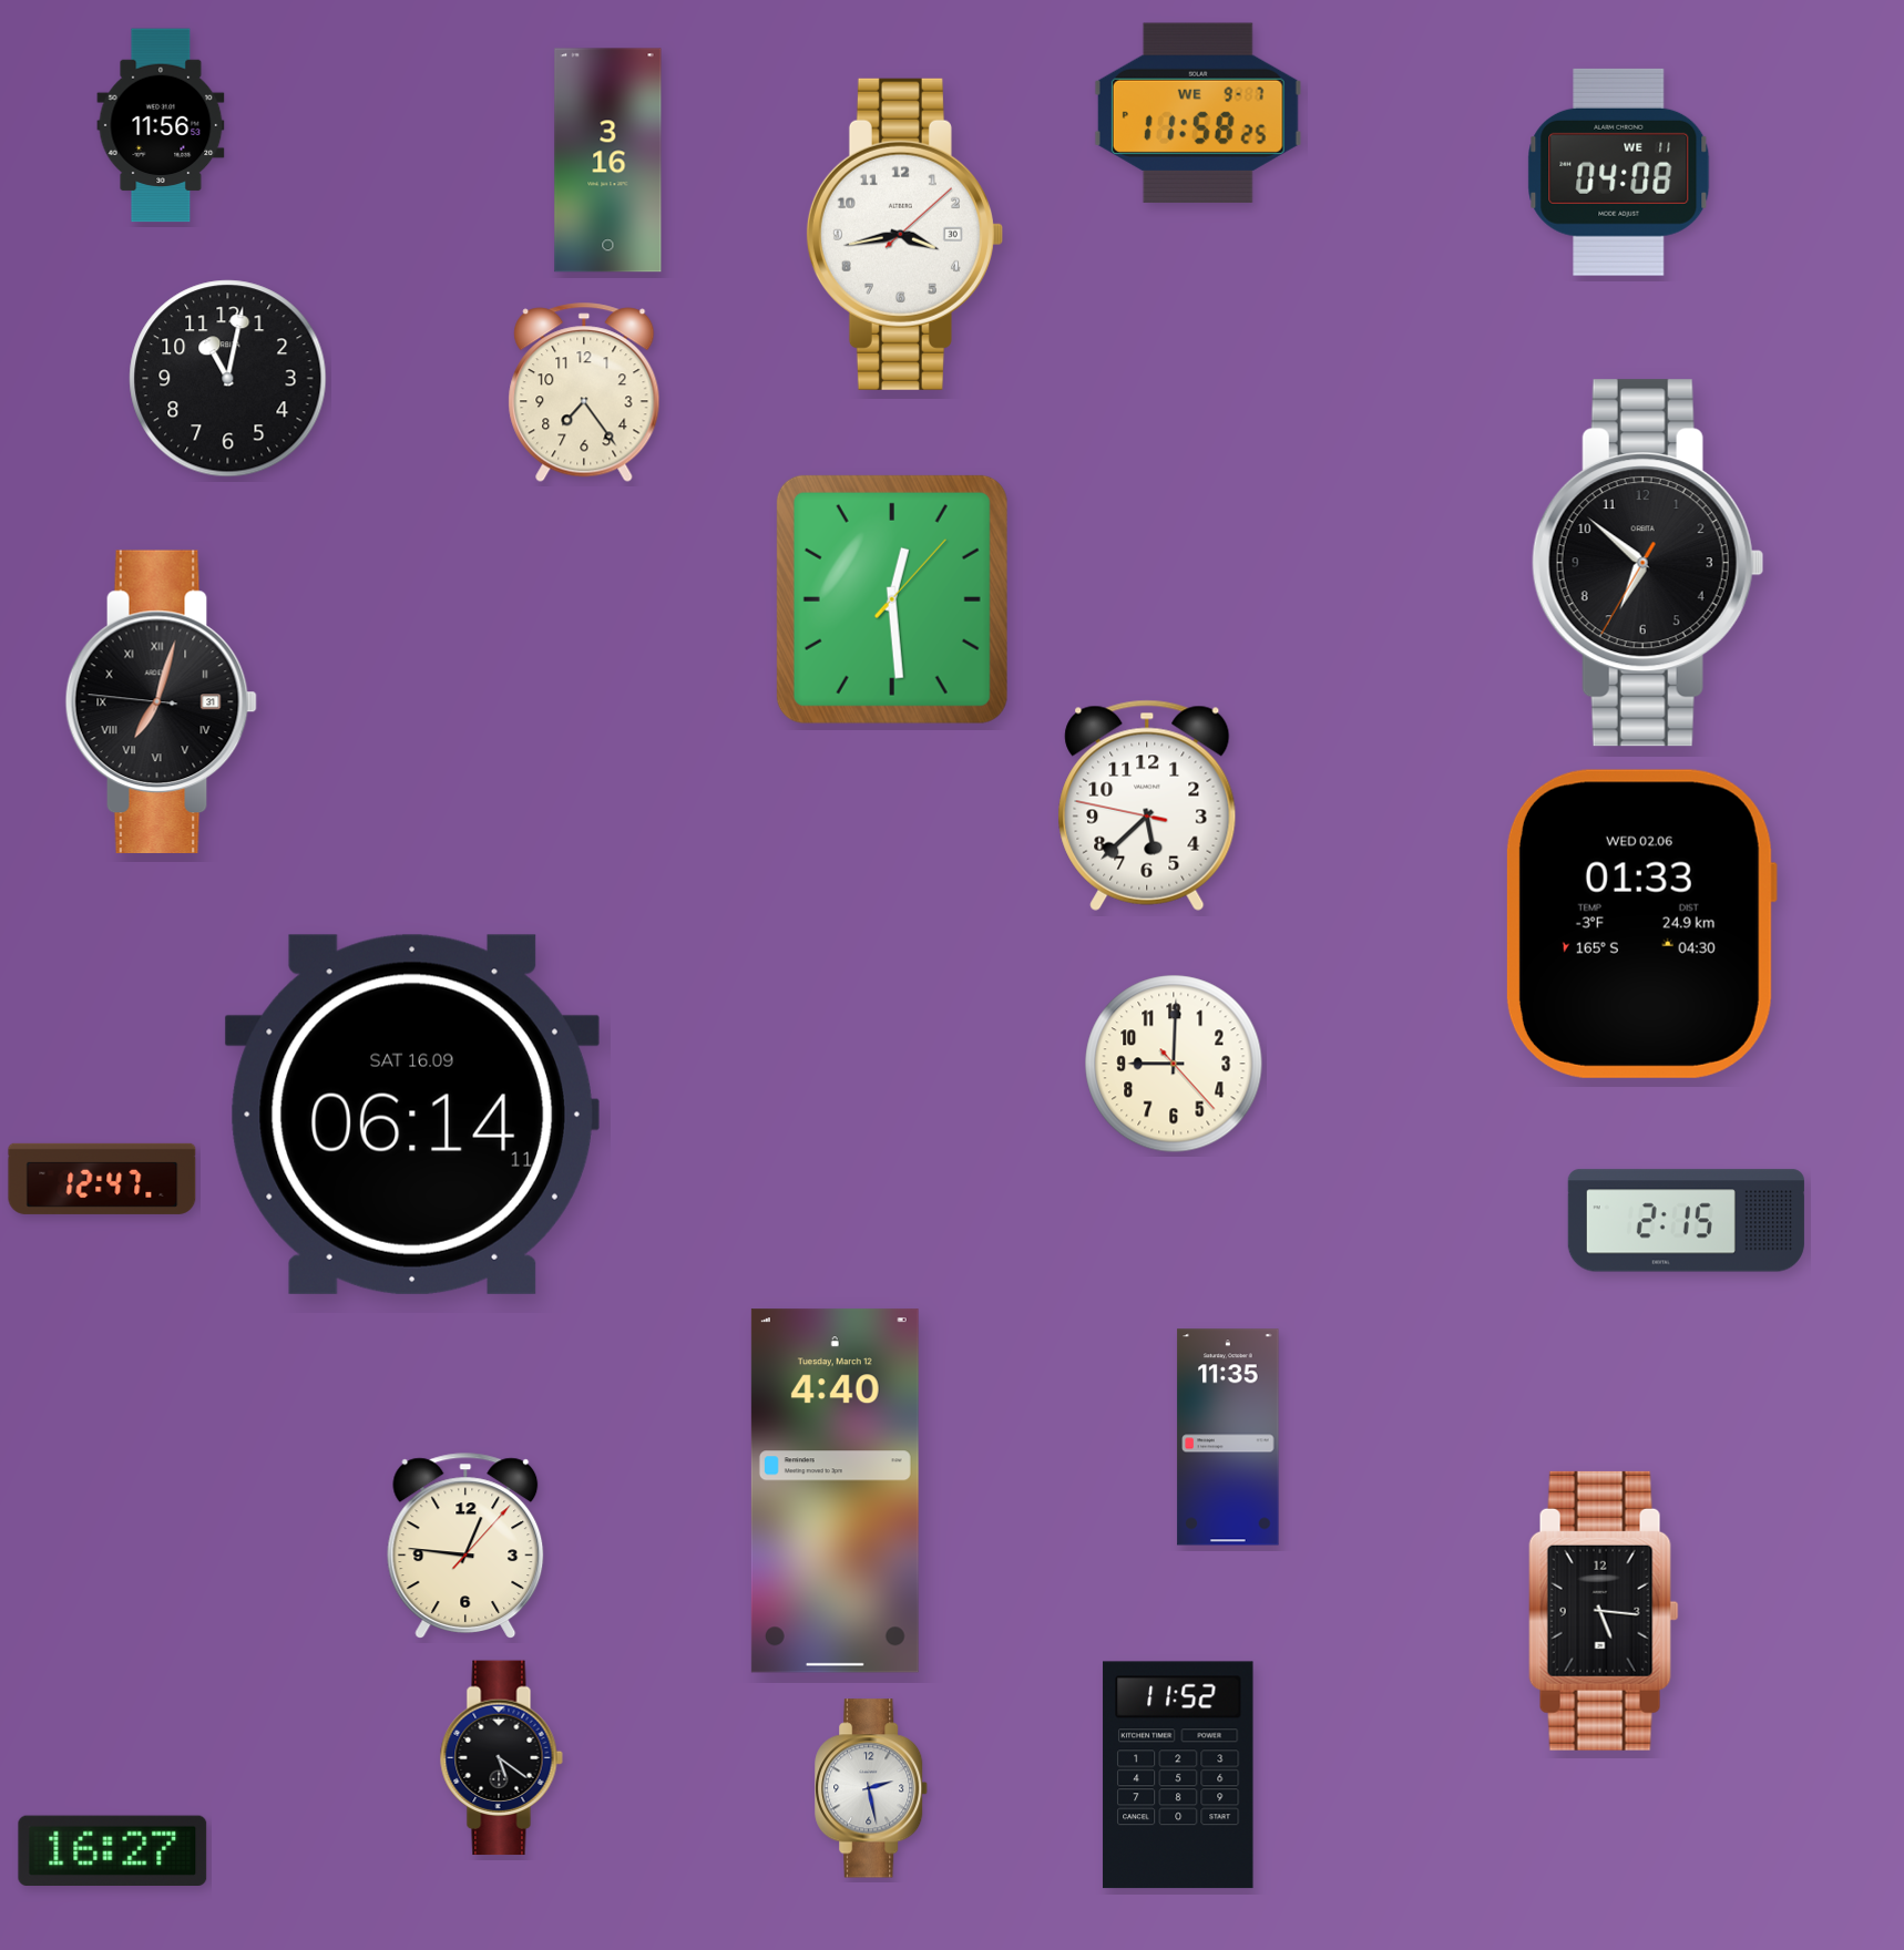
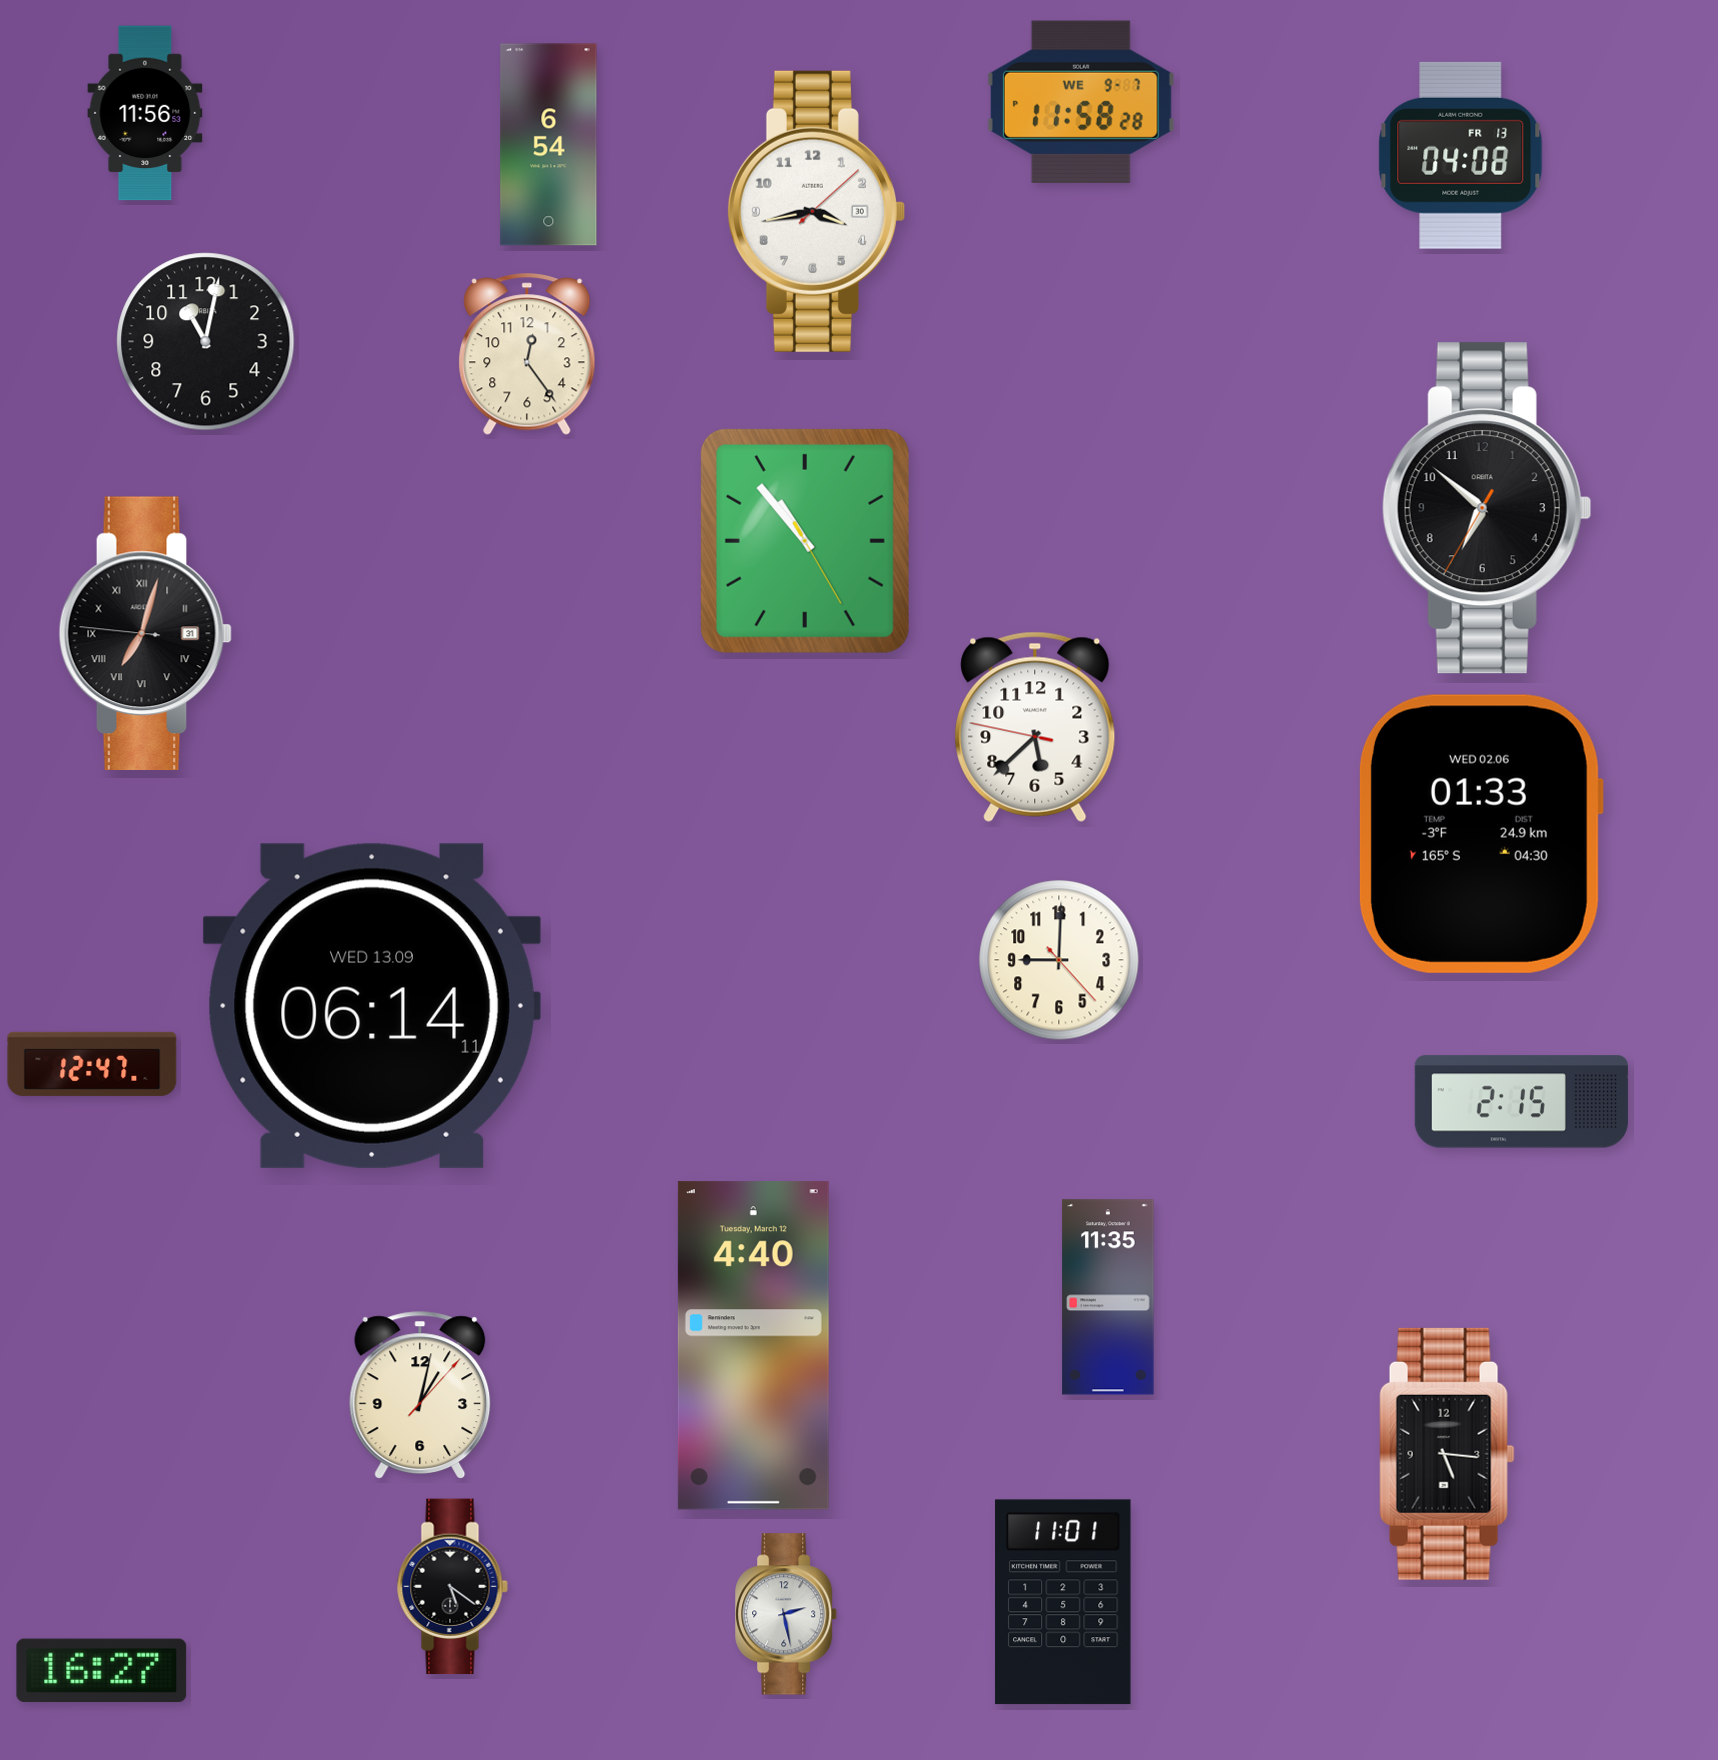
clock at (1198, 113): 11:58:25 -> 11:58:28
clock at (608, 161): 3:16 -> 6:54
clock at (1619, 172) date: WE 11 -> FR 13
clock at (584, 392): 7:24 -> 12:24
clock at (892, 599): 12:29 -> 10:53
clock at (412, 1115) date: SAT 16.09 -> WED 13.09
clock at (465, 1546): 12:46 -> 1:02
clock at (1178, 1775): 11:52 -> 11:01
